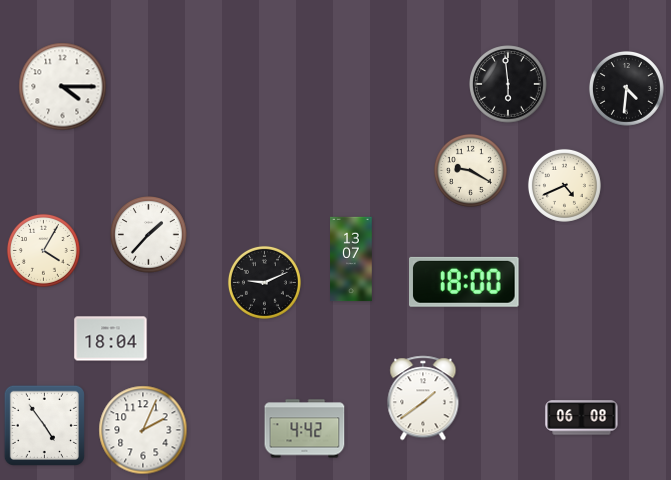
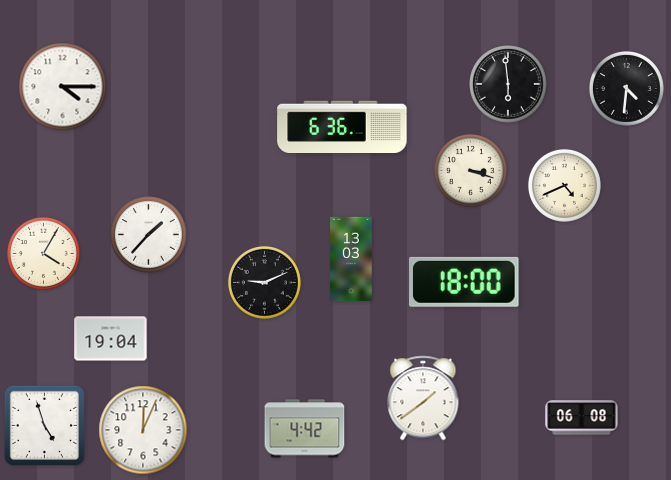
clock at (342, 126): none -> 6:36
clock at (470, 170): 9:20 -> 3:18
clock at (43, 250) position: (43, 250) -> (43, 253)
clock at (351, 259): 13:07 -> 13:03
clock at (111, 339): 18:04 -> 19:04
clock at (44, 425): 4:54 -> 4:57
clock at (143, 430): 2:04 -> 12:04
